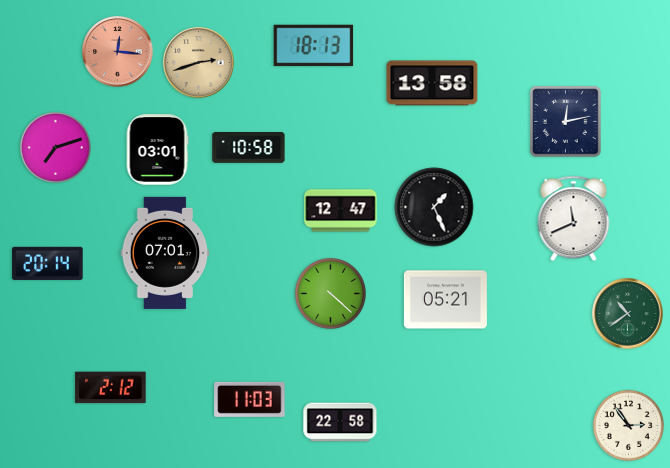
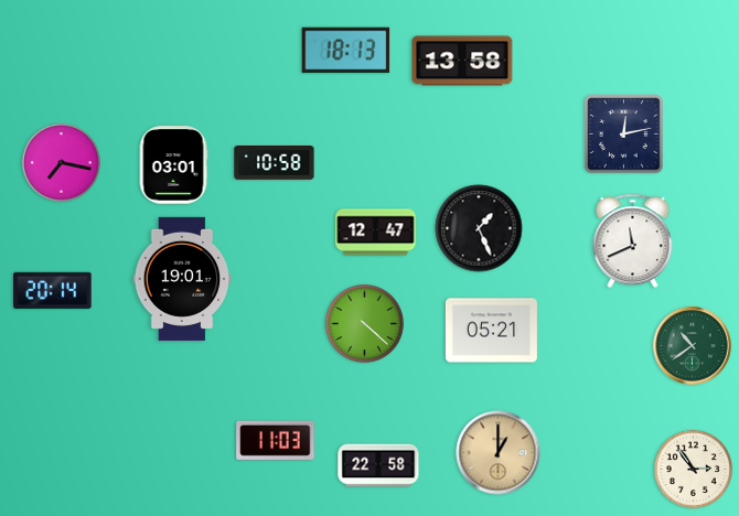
clock at (118, 52): 12:16 -> none
clock at (199, 63): 2:42 -> none
clock at (432, 83) position: (432, 83) -> (462, 61)
clock at (55, 147): 7:12 -> 7:17
clock at (165, 253): 07:01 -> 19:01
clock at (111, 388): 2:12 -> none
clock at (499, 453): none -> 1:00
clock at (340, 422) position: (340, 422) -> (378, 465)
